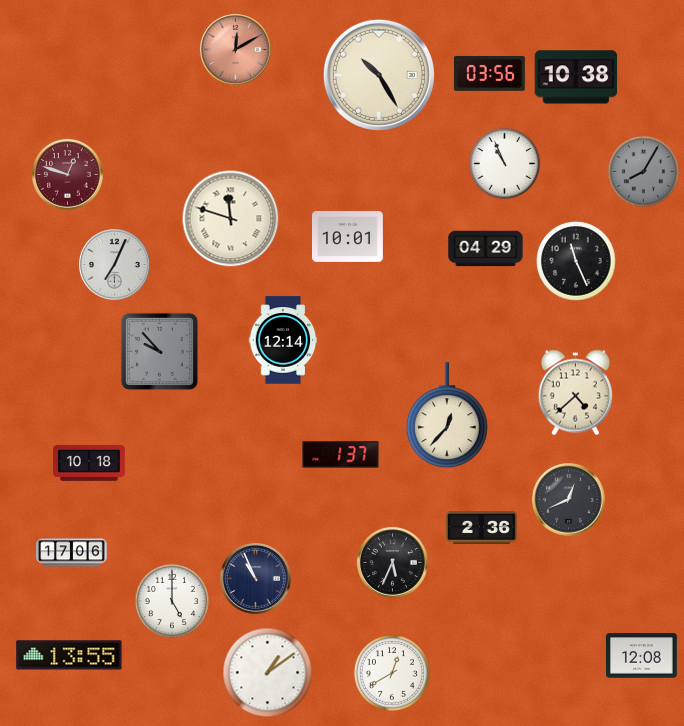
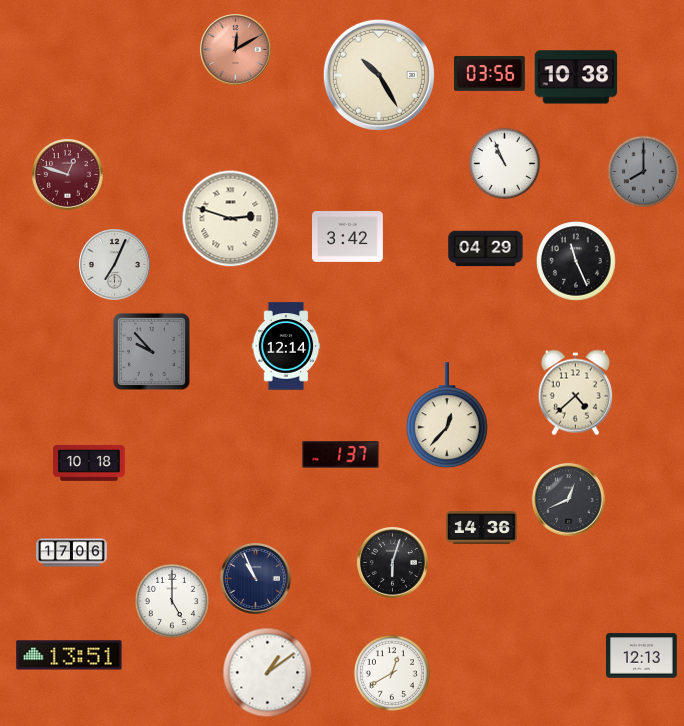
clock at (644, 172): 8:05 -> 8:00
clock at (231, 219): 11:48 -> 2:48
clock at (348, 237): 10:01 -> 3:42
clock at (283, 340) position: (283, 340) -> (286, 346)
clock at (159, 351) position: (159, 351) -> (151, 351)
clock at (482, 528): 2:36 -> 14:36
clock at (393, 563): 5:34 -> 6:03
clock at (69, 655): 13:55 -> 13:51
clock at (642, 656): 12:08 -> 12:13
